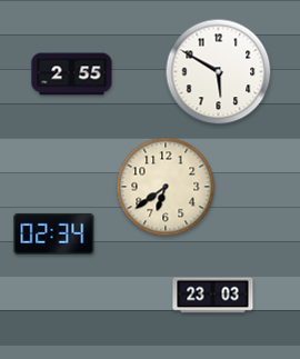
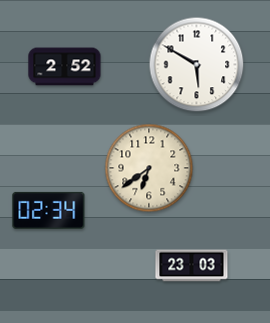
clock at (72, 74): 2:55 -> 2:52
